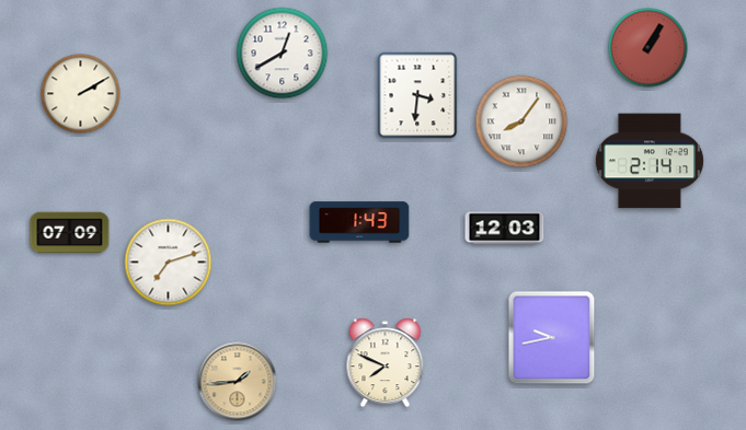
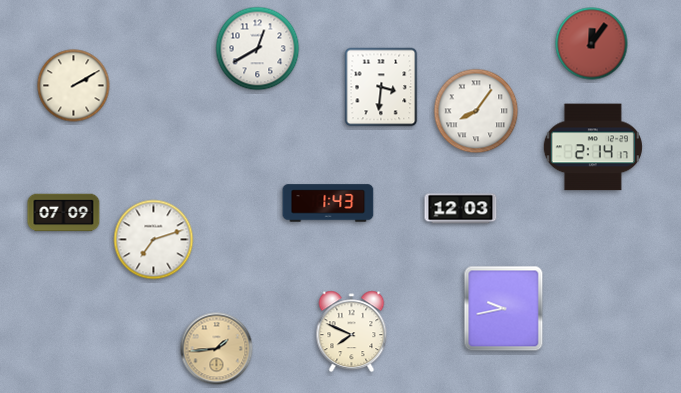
clock at (649, 48): 1:05 -> 12:06
